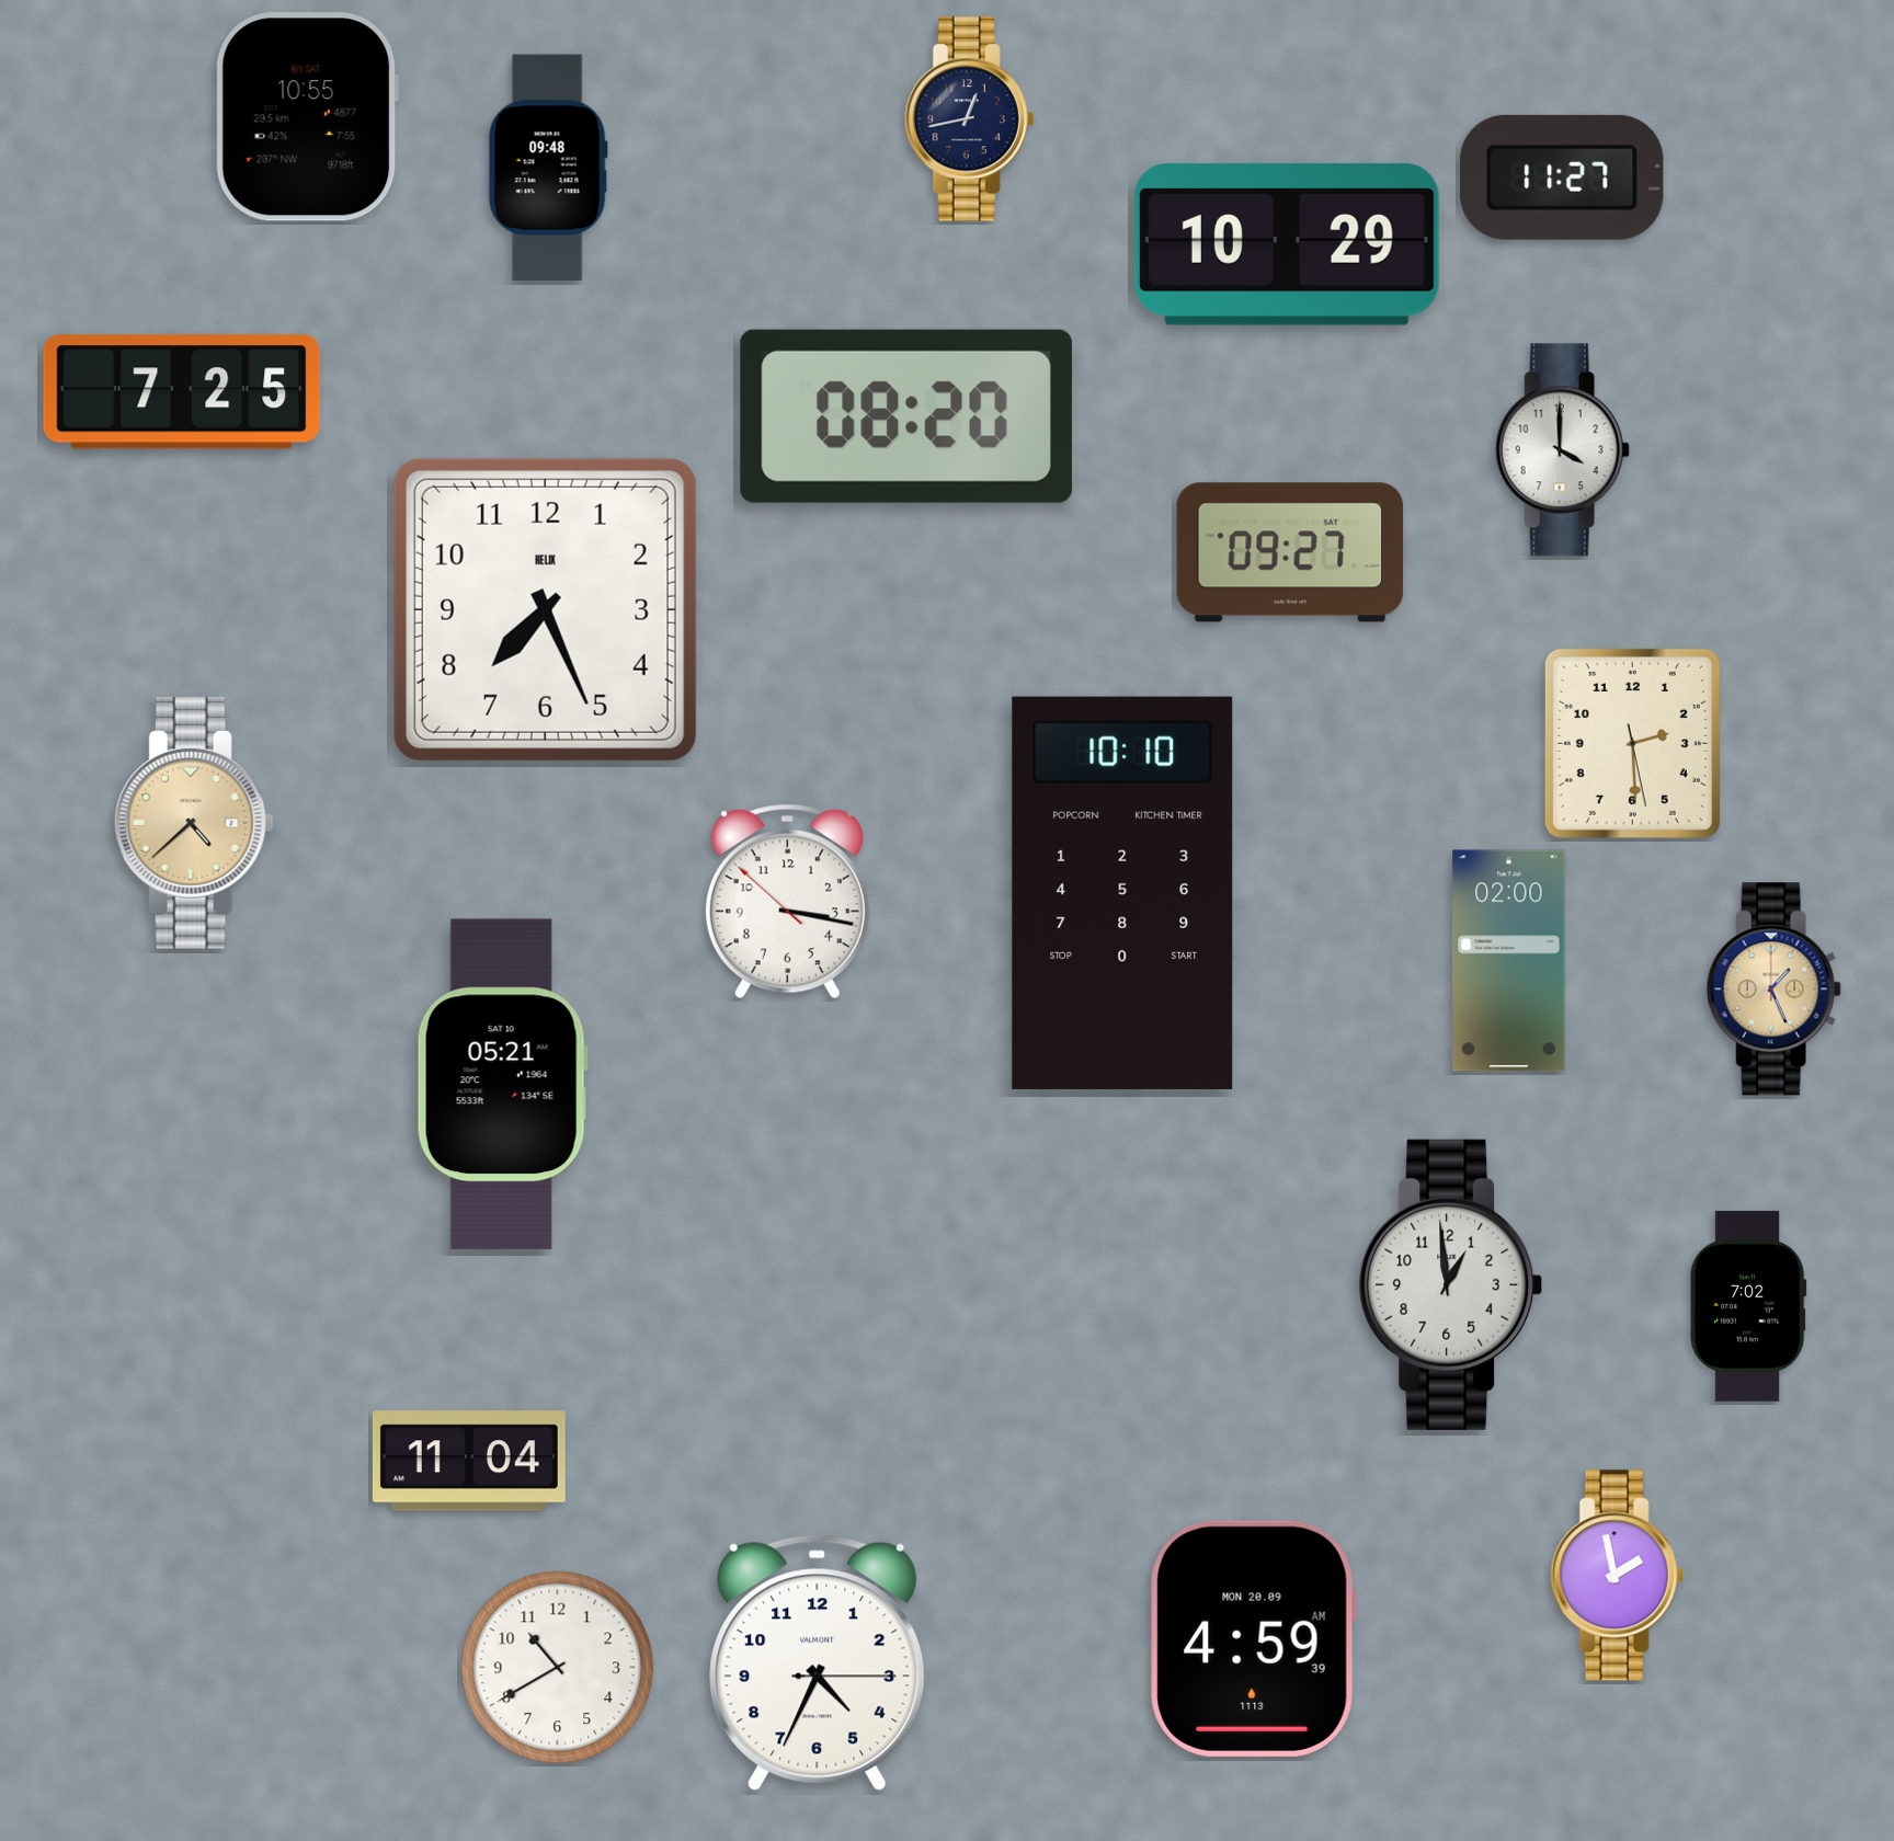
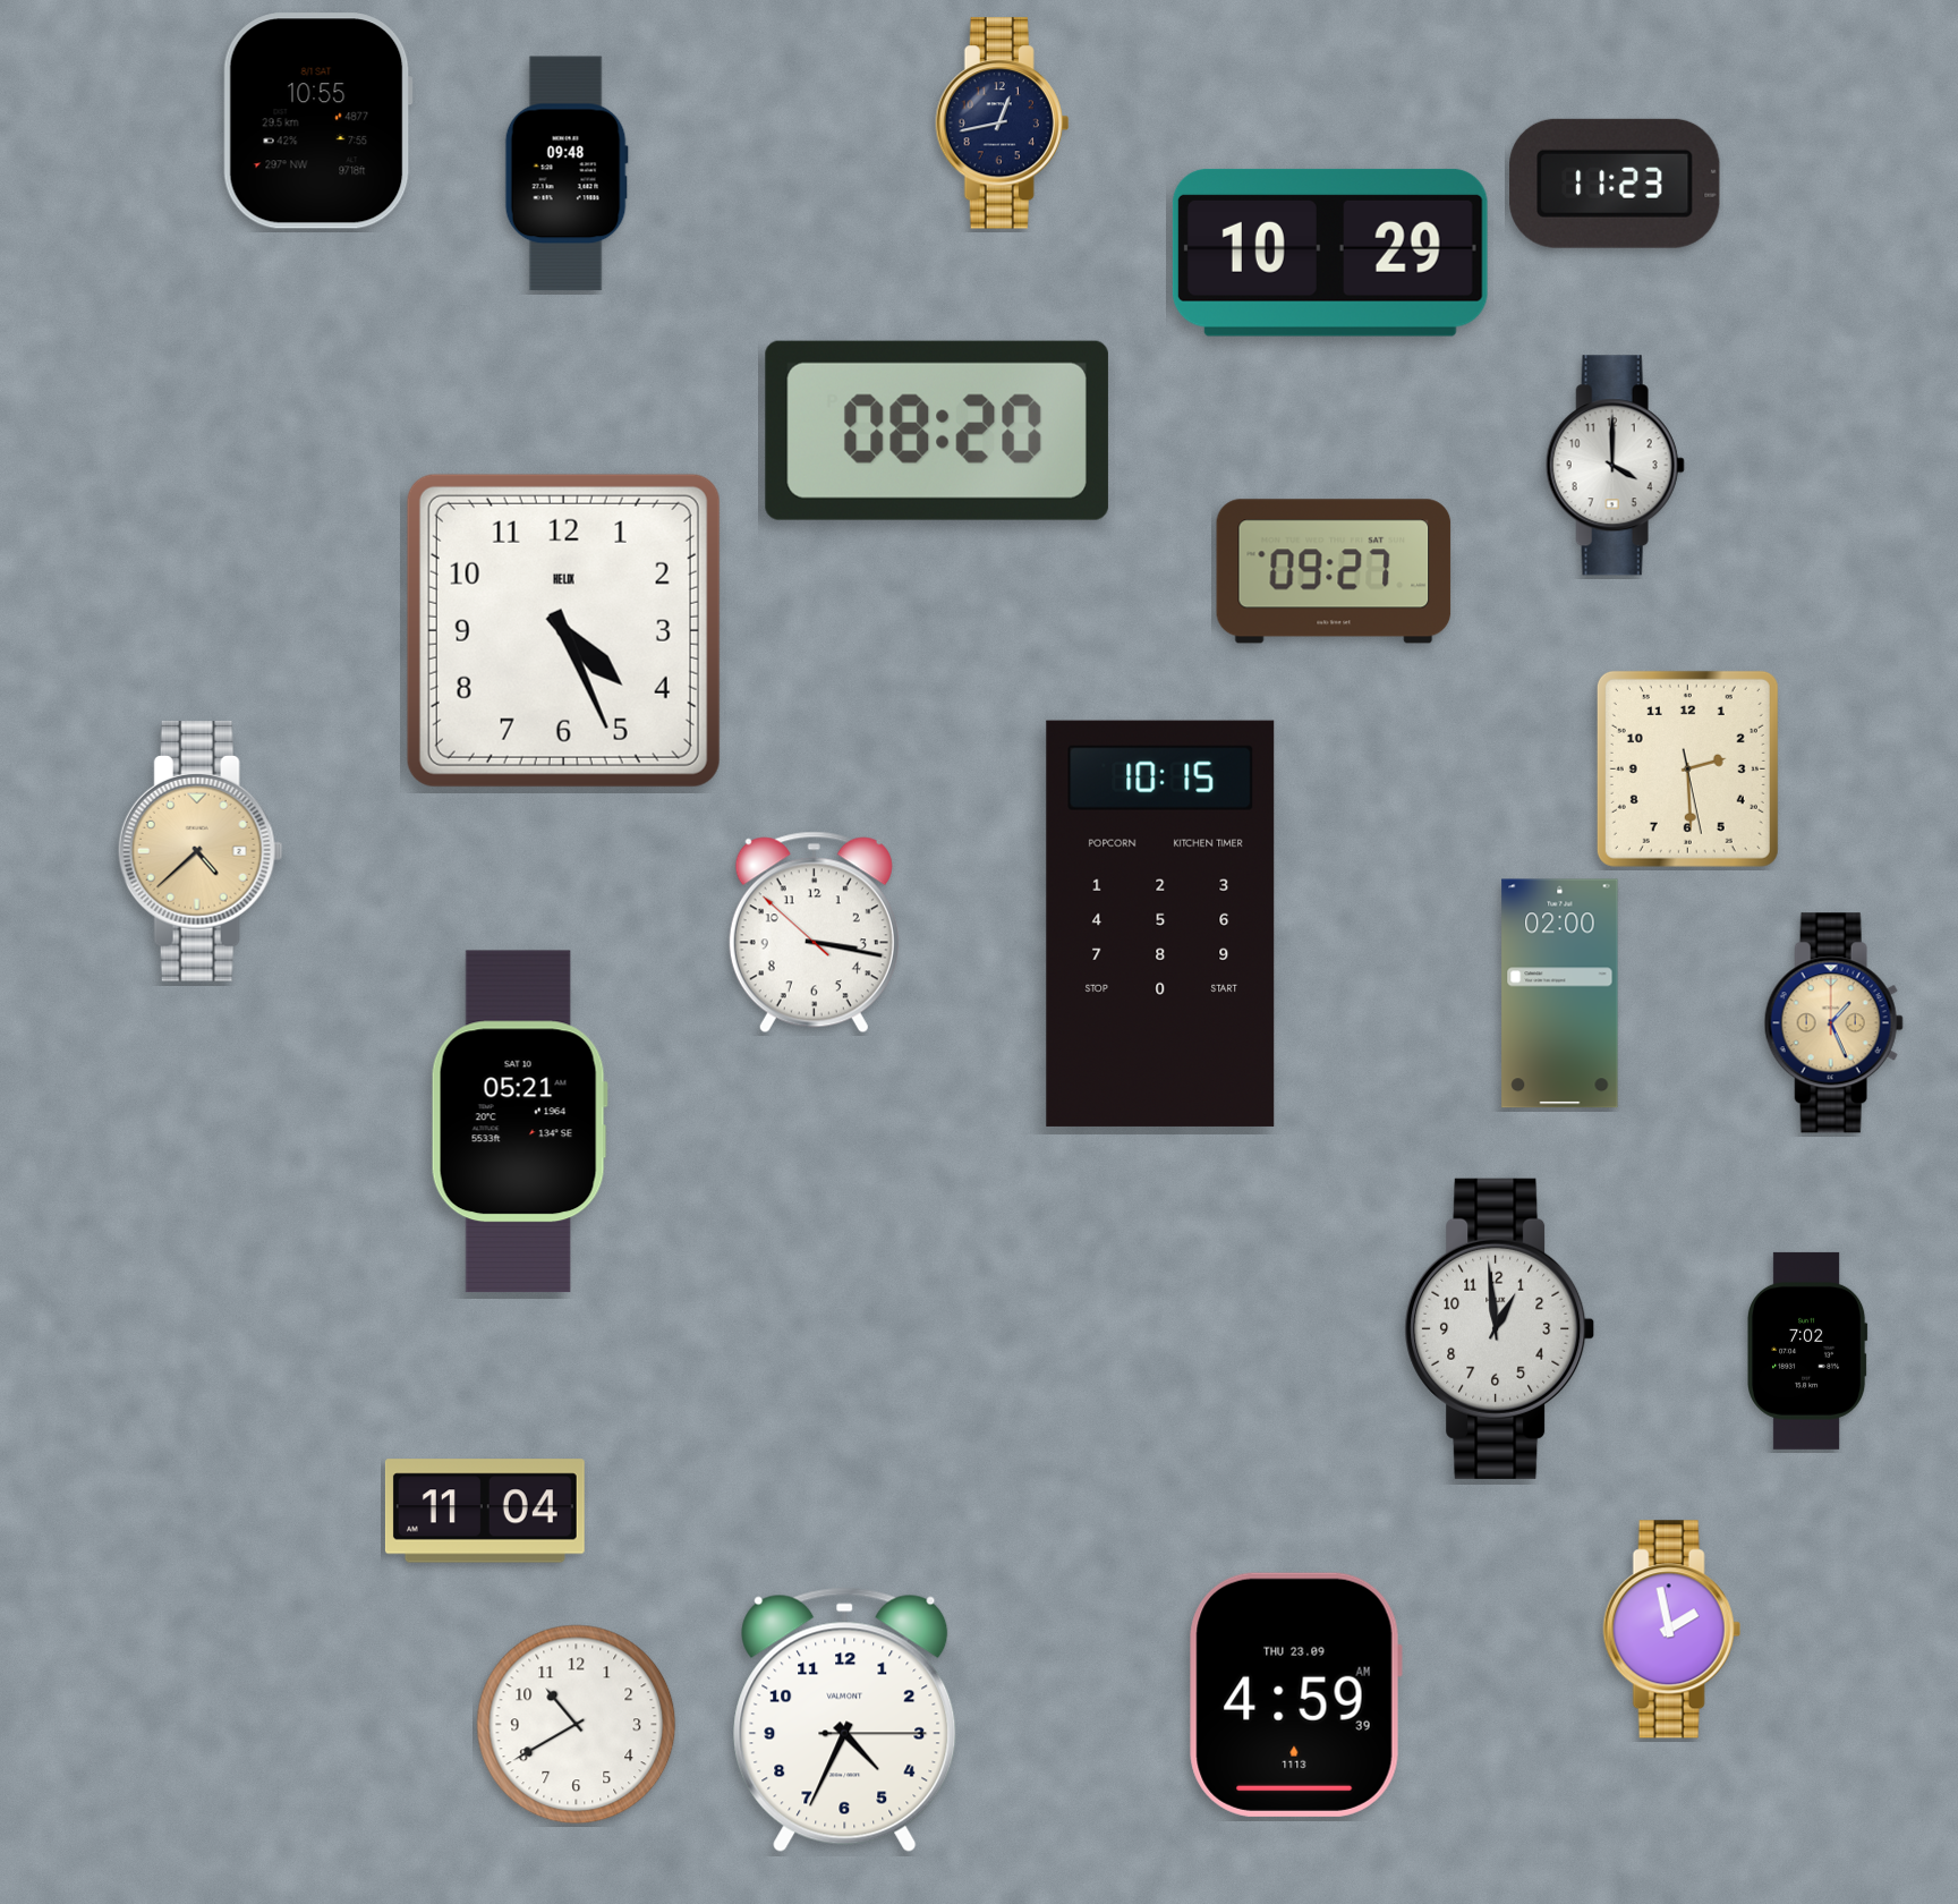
clock at (1562, 178): 11:27 -> 11:23
clock at (182, 392): 7:25 -> none
clock at (545, 609): 7:26 -> 4:26
clock at (1122, 893): 10:10 -> 10:15
clock at (1253, 1638) date: MON 20.09 -> THU 23.09
